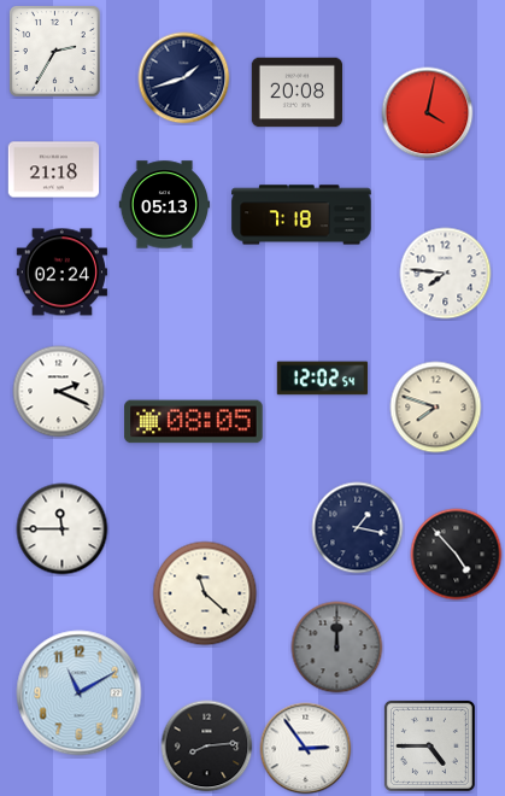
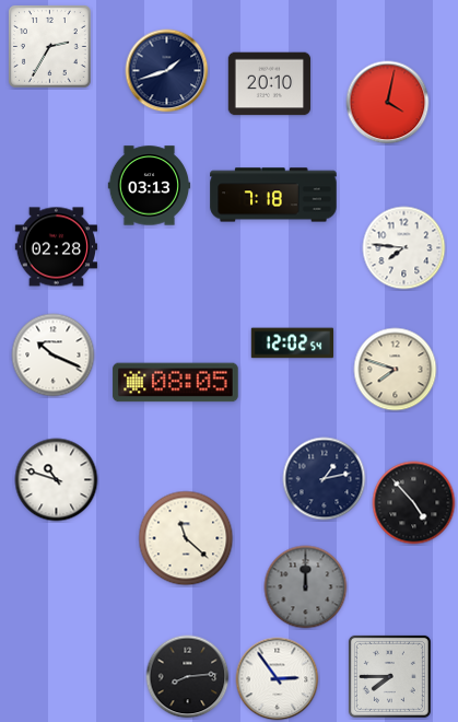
clock at (298, 93): 20:08 -> 20:10
clock at (54, 170): 21:18 -> none
clock at (165, 205): 05:13 -> 03:13
clock at (61, 273): 02:24 -> 02:28
clock at (59, 392): 2:19 -> 10:19
clock at (358, 528): 1:17 -> 1:13
clock at (63, 529): 11:45 -> 10:48
clock at (80, 693): 11:10 -> none
clock at (429, 745): 4:45 -> 7:45
